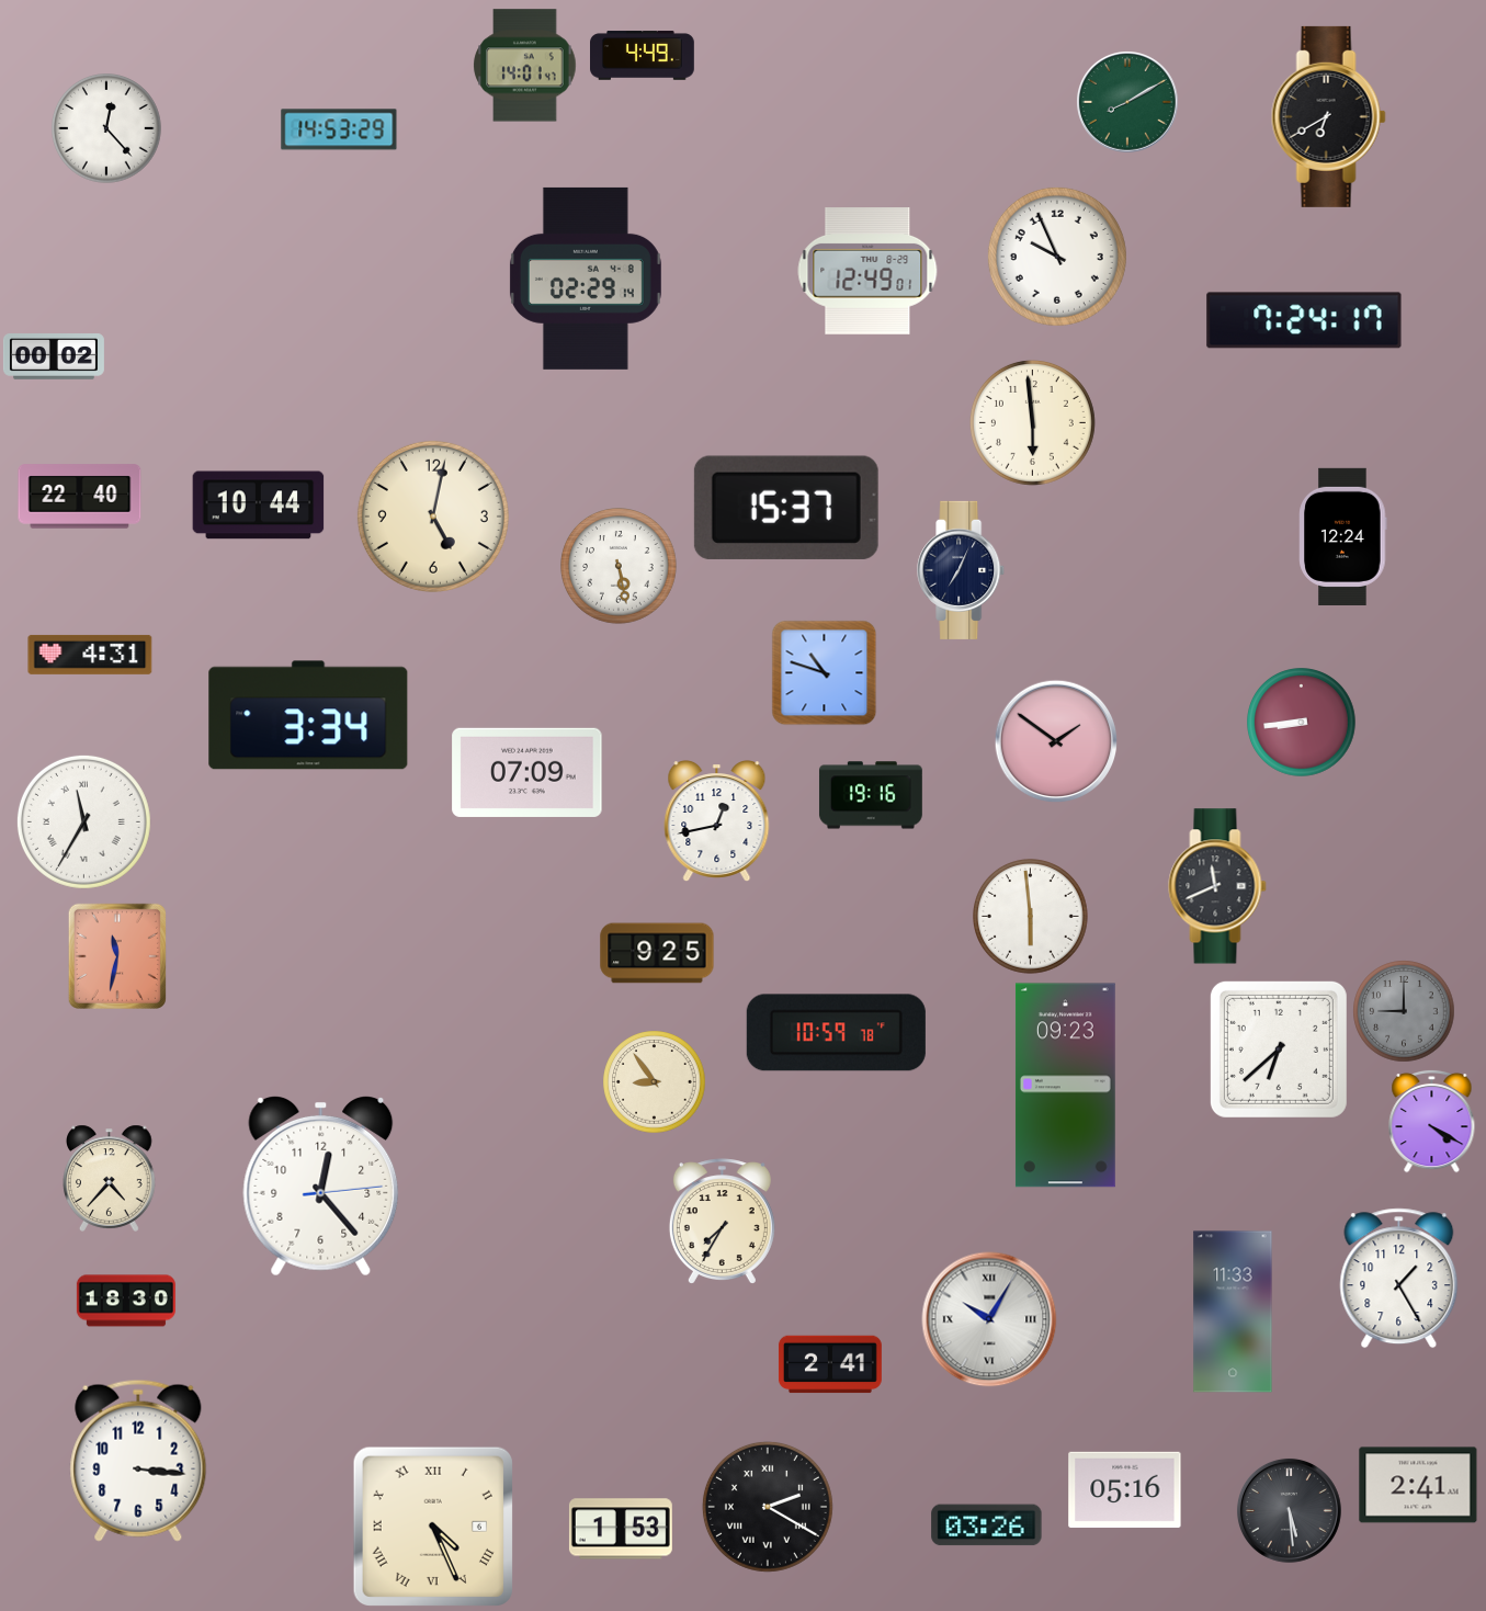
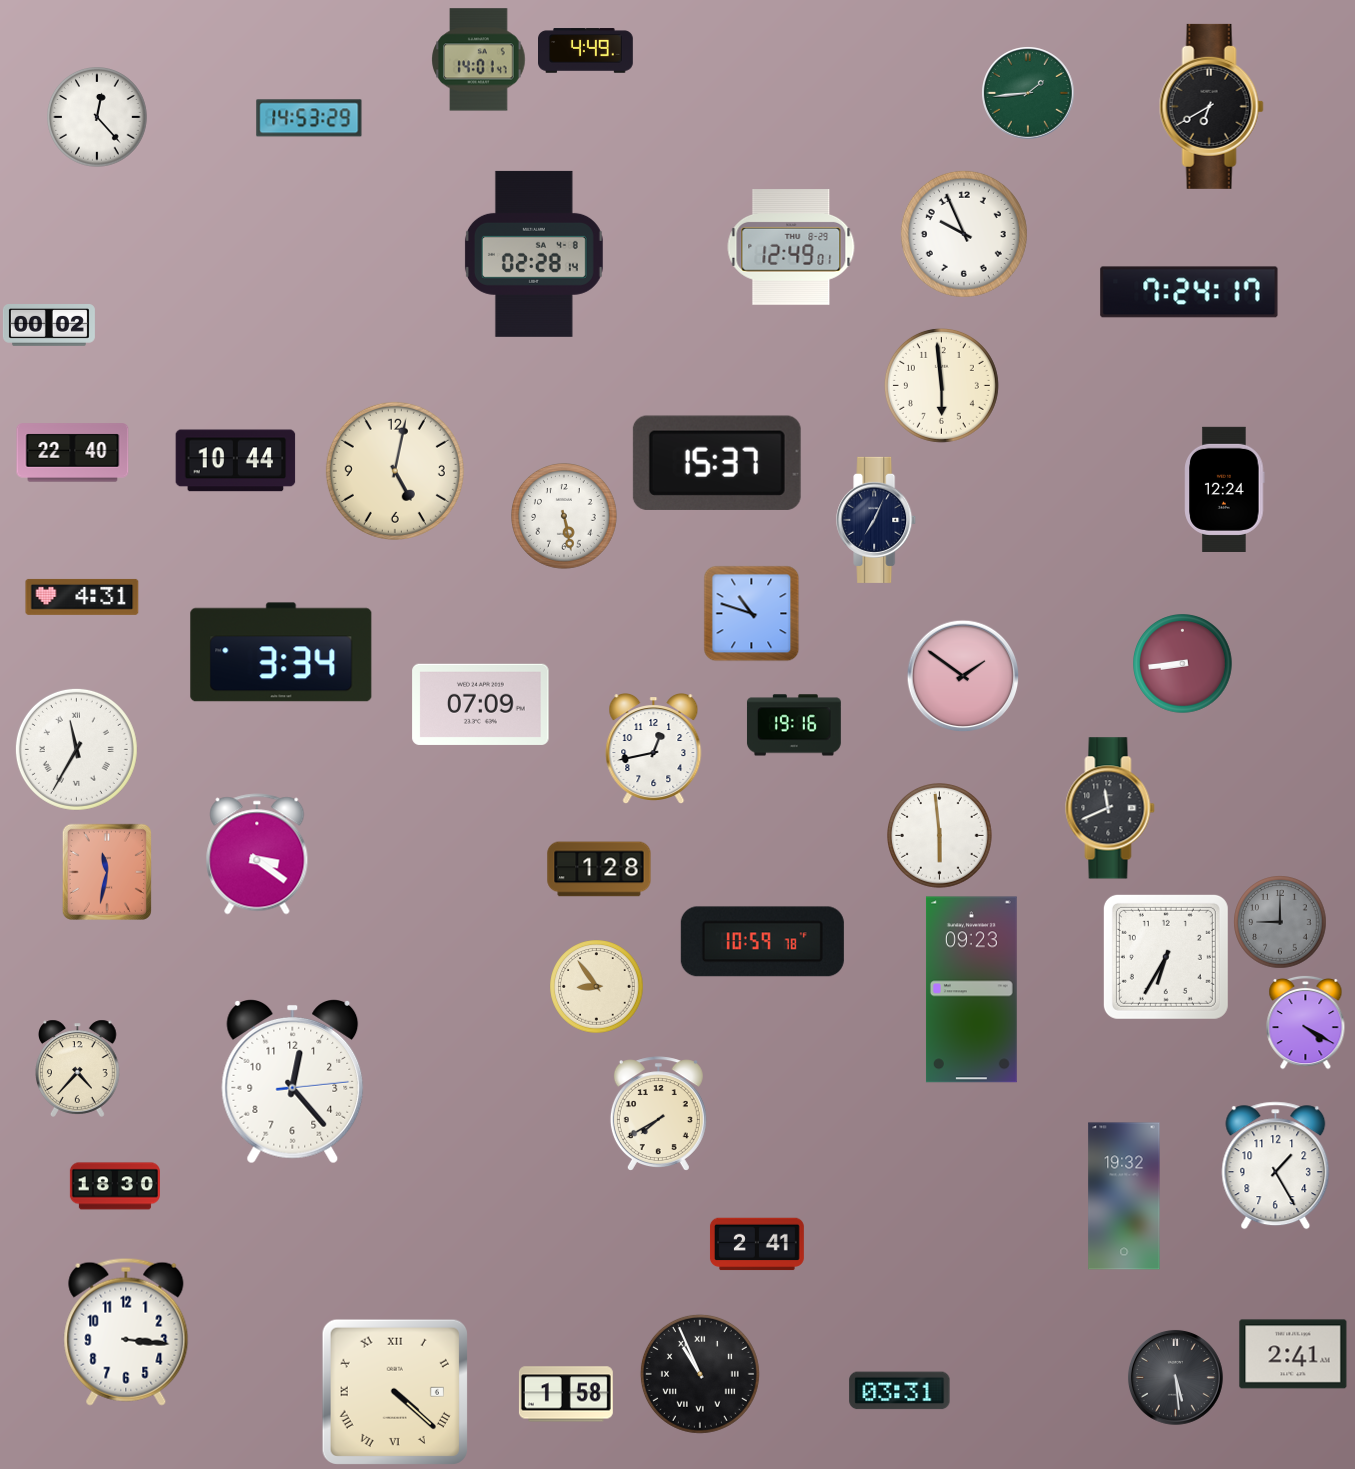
clock at (1127, 102): 8:10 -> 1:44
clock at (586, 279): 02:29 -> 02:28
clock at (1302, 723) position: (1302, 723) -> (1183, 664)
clock at (257, 854): none -> 3:21
clock at (657, 953): 9:25 -> 1:28
clock at (1279, 1050): 6:38 -> 6:35
clock at (110, 1178) position: (110, 1178) -> (78, 1068)
clock at (722, 1222): 7:35 -> 7:40
clock at (1233, 1312): 11:33 -> 19:32
clock at (989, 1319): 10:05 -> none
clock at (1125, 1490): 05:16 -> none
clock at (768, 1507): 2:20 -> 10:56
clock at (987, 1525): 03:26 -> 03:31
clock at (433, 1527): 4:26 -> 4:22
clock at (621, 1529): 1:53 -> 1:58
